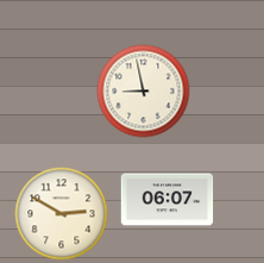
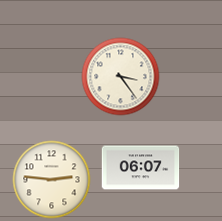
clock at (143, 90): 8:58 -> 3:24
clock at (61, 213): 2:50 -> 2:46
